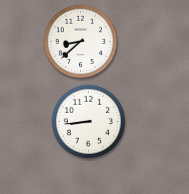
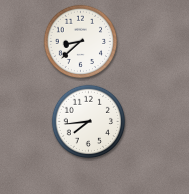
clock at (89, 122): 8:44 -> 7:44
